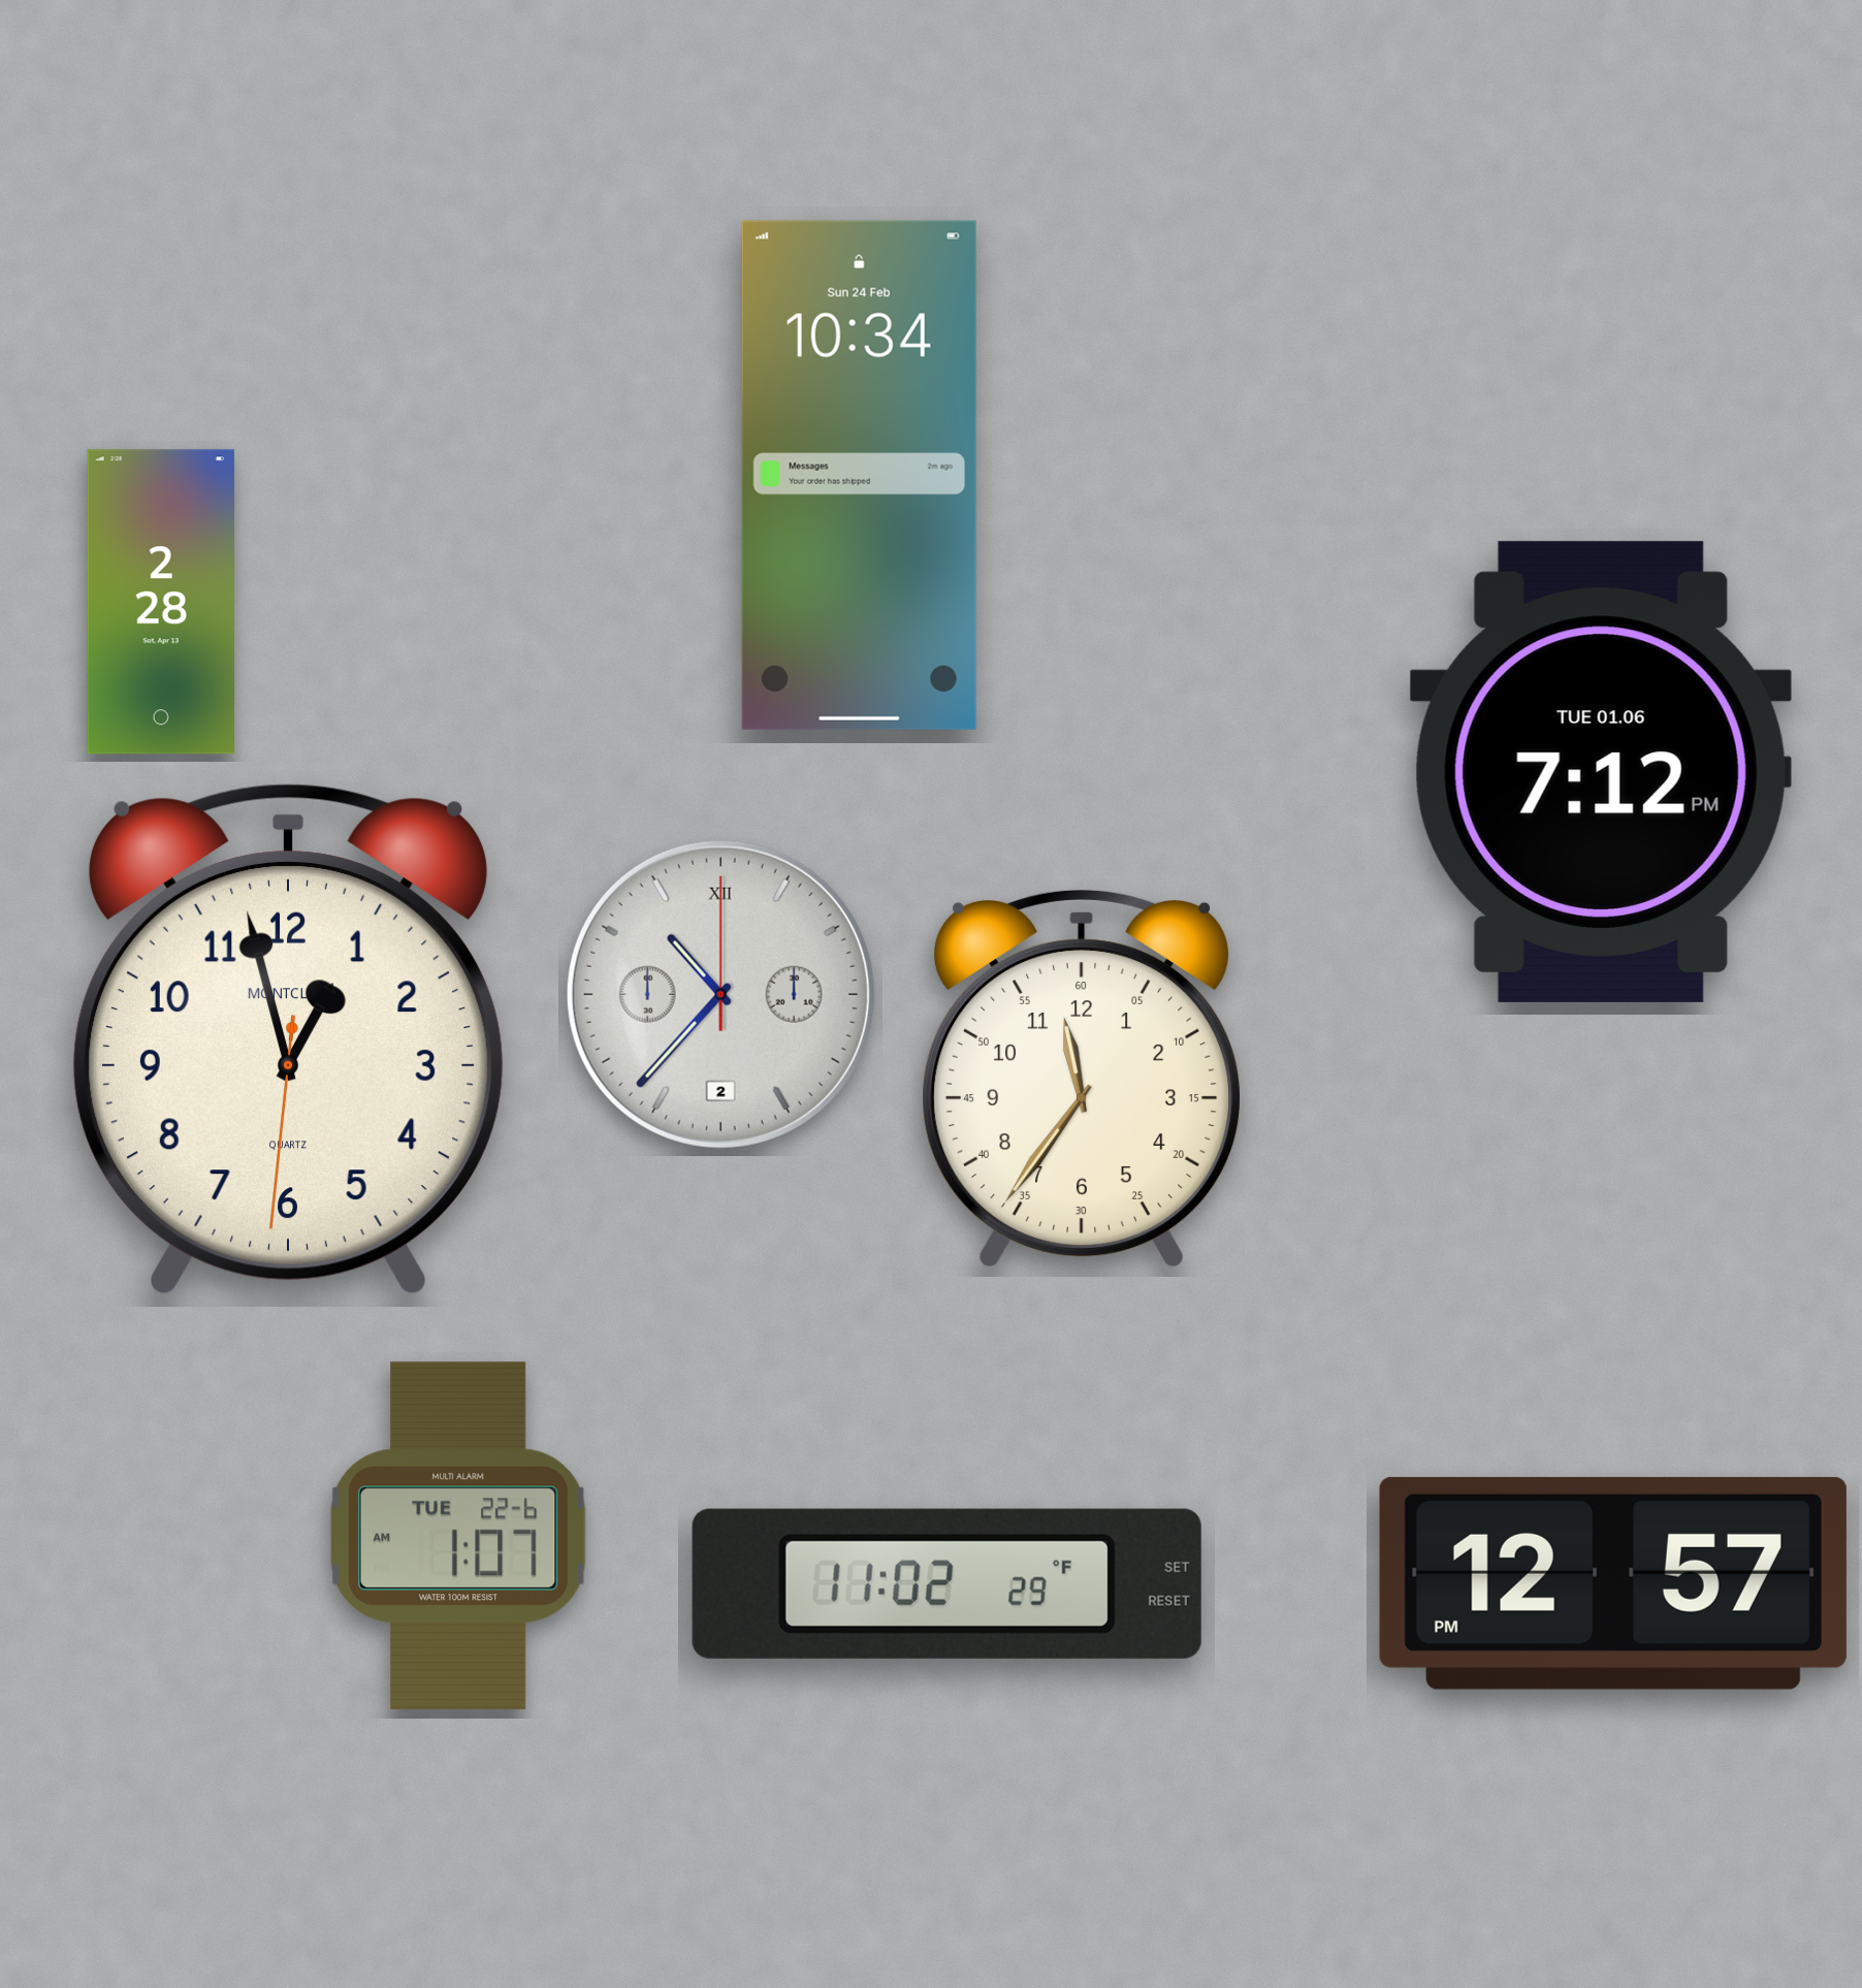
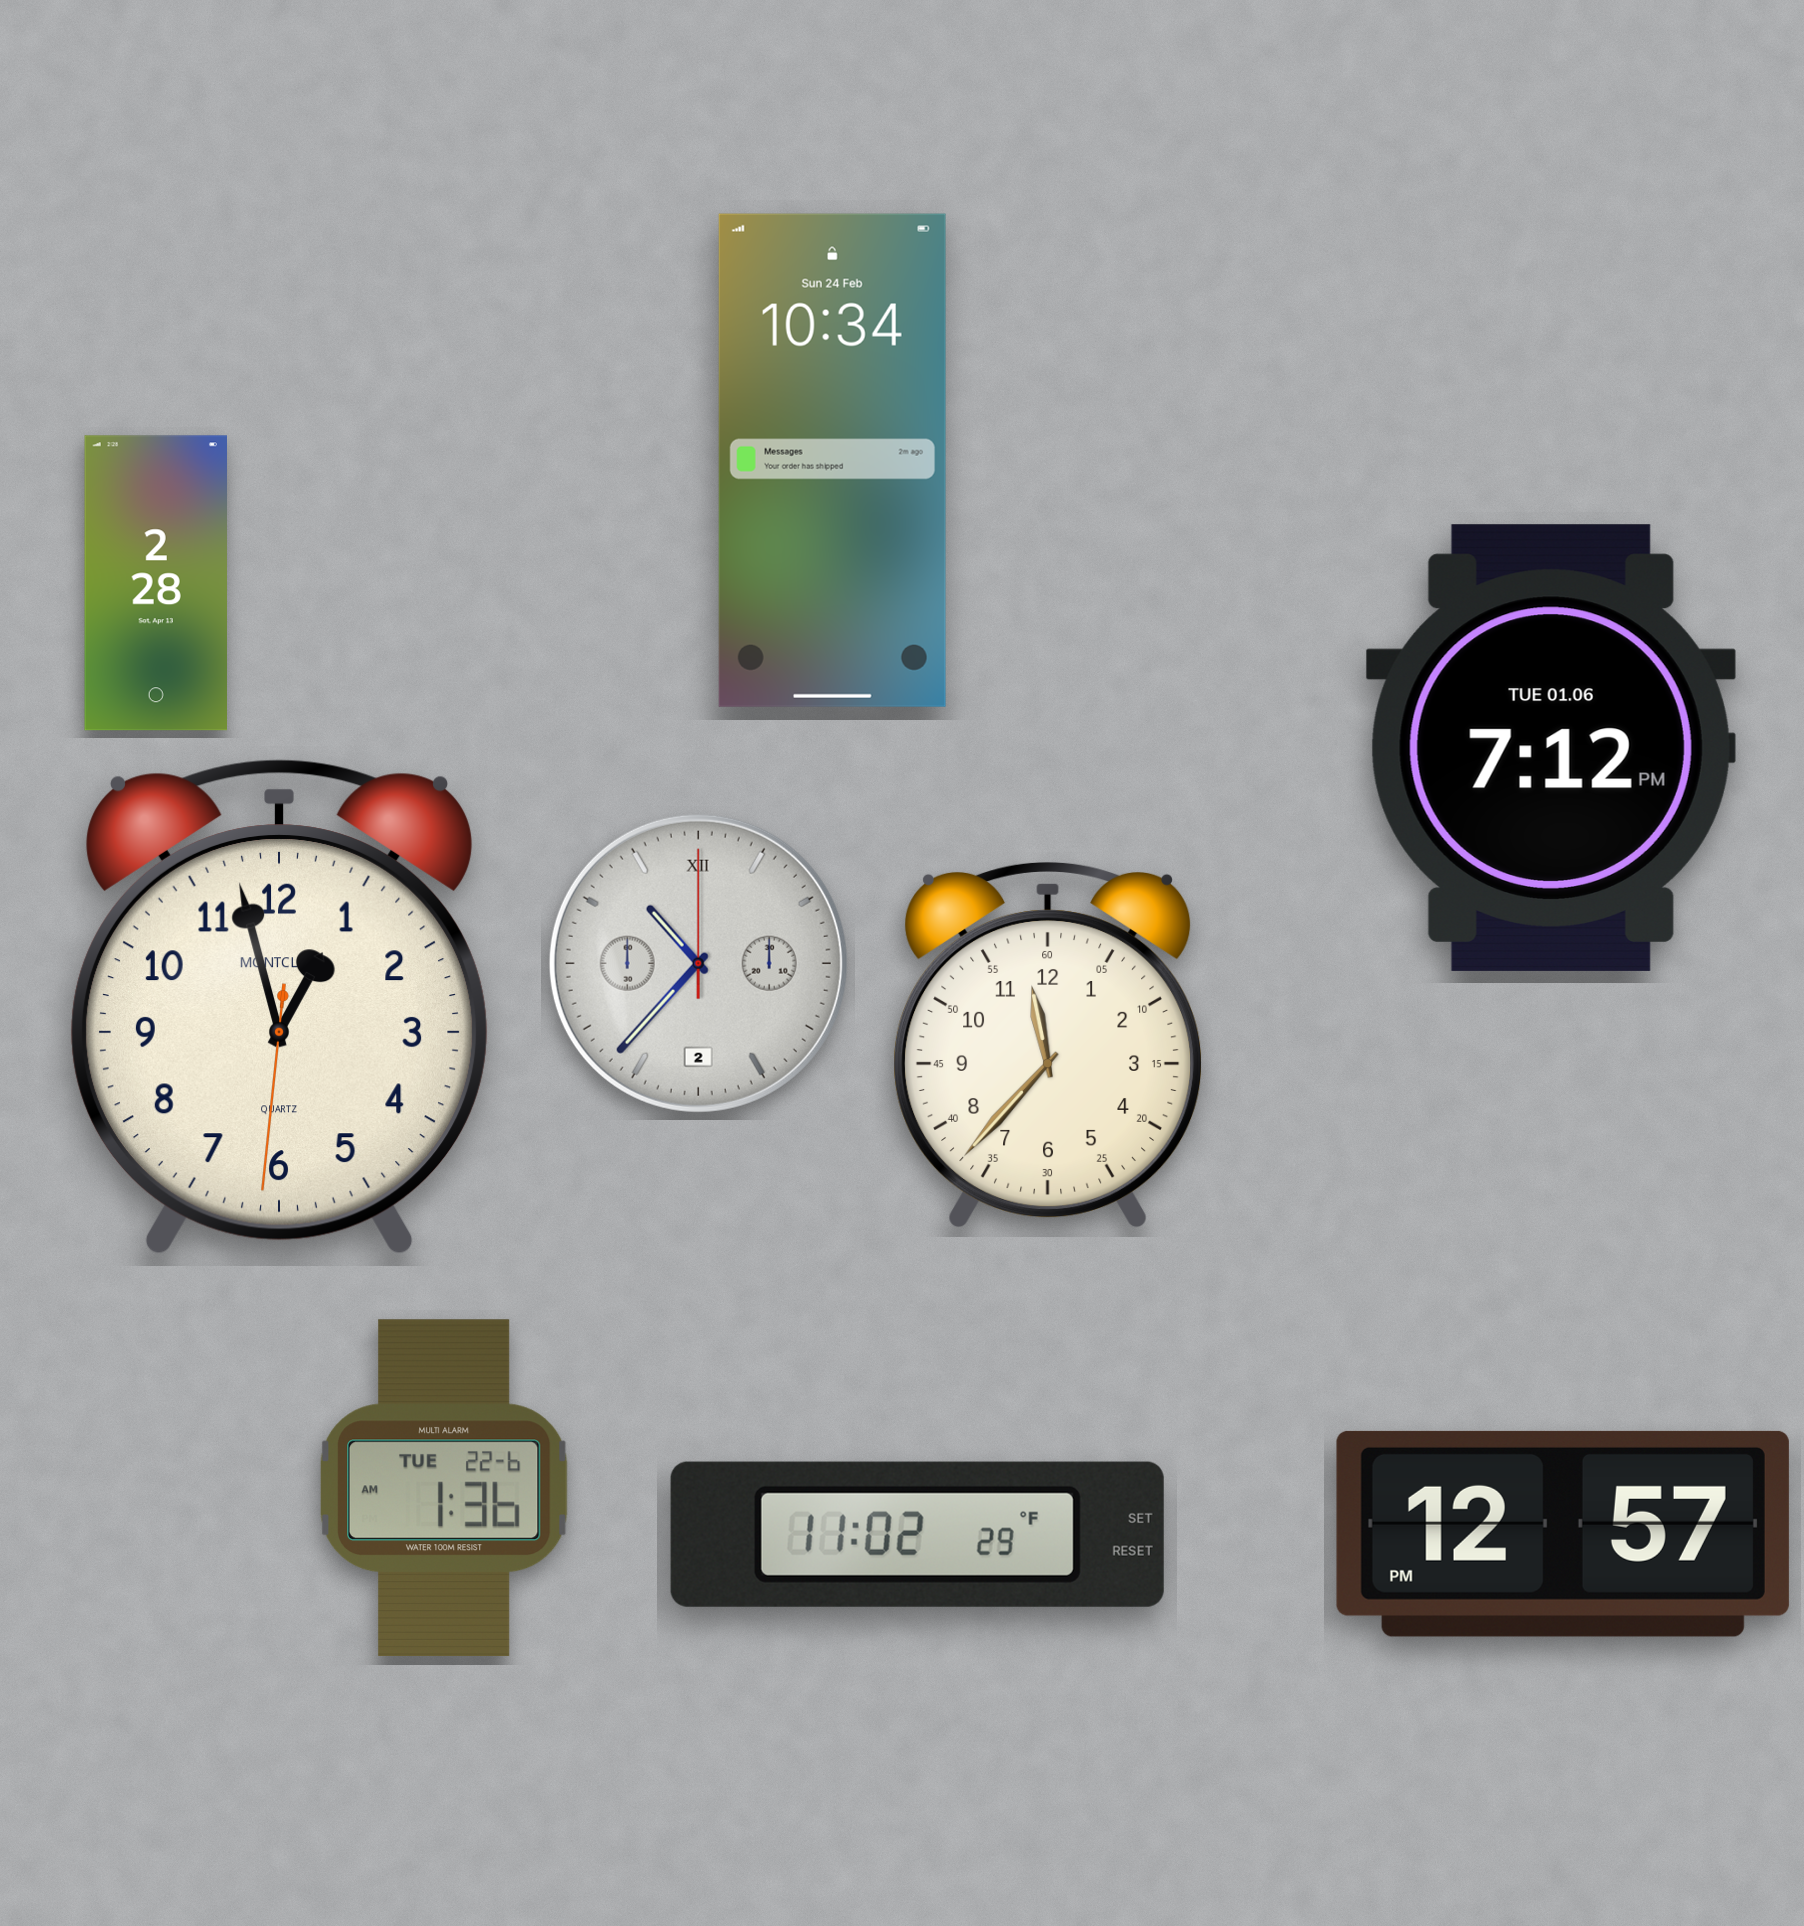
clock at (1082, 1079): 11:36 -> 11:37
clock at (458, 1536): 1:07 -> 1:36
